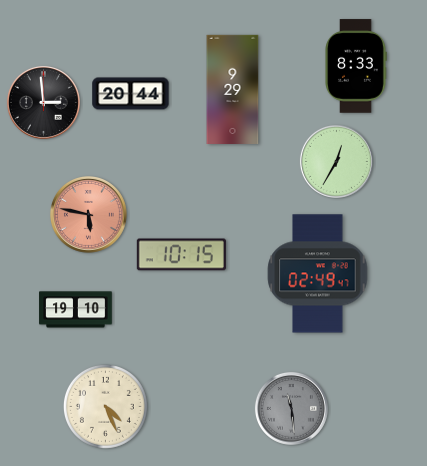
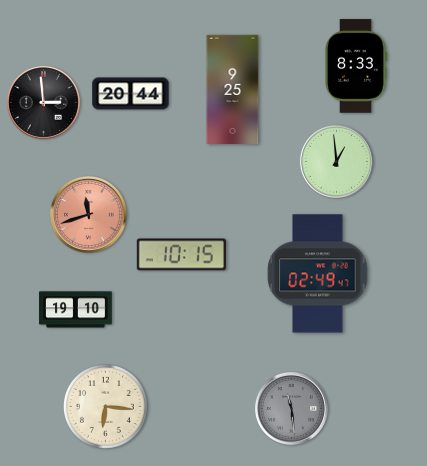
clock at (233, 89): 9:29 -> 9:25
clock at (336, 161): 12:35 -> 12:59
clock at (88, 214): 5:47 -> 11:42
clock at (105, 406): 4:26 -> 6:16
